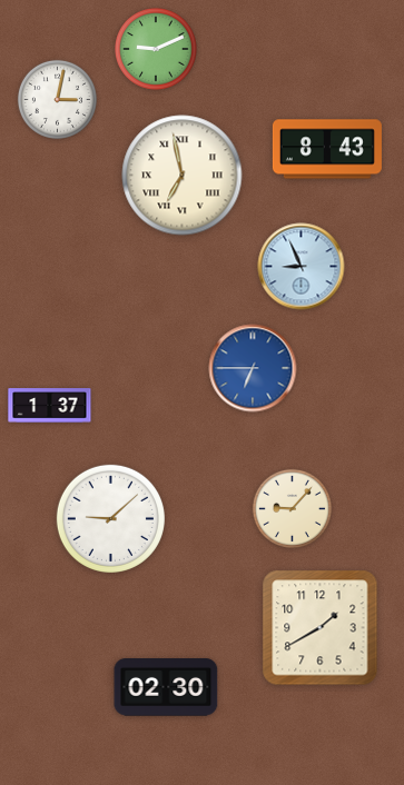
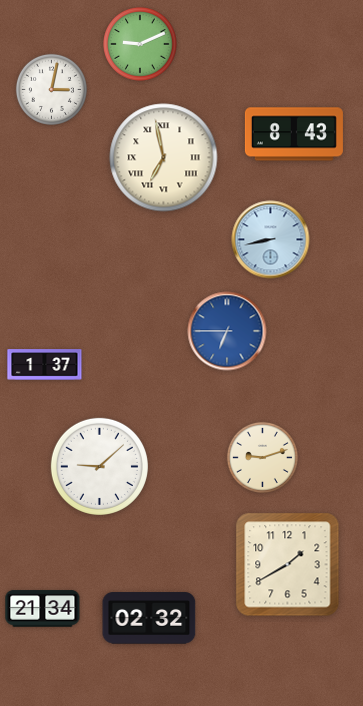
clock at (302, 267): 8:56 -> 8:43
clock at (292, 508): 9:07 -> 9:12
clock at (43, 609): none -> 21:34
clock at (166, 687): 02:30 -> 02:32
